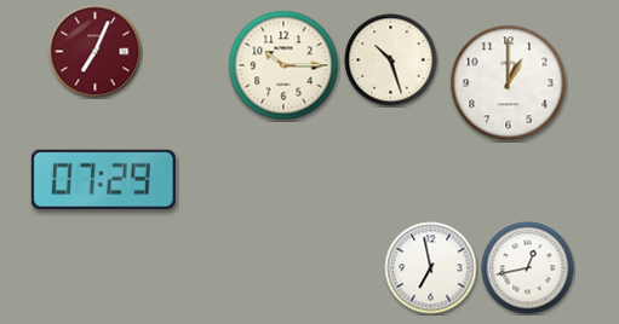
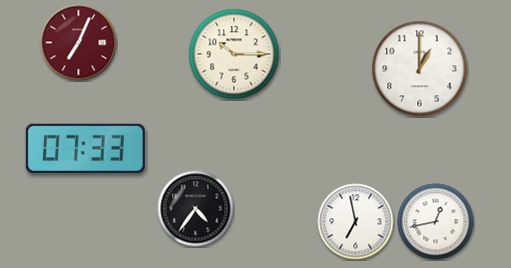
clock at (391, 60): 10:27 -> none
clock at (103, 179): 07:29 -> 07:33
clock at (196, 209): none -> 4:36
